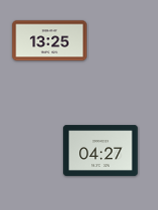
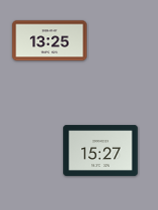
clock at (101, 150): 04:27 -> 15:27
